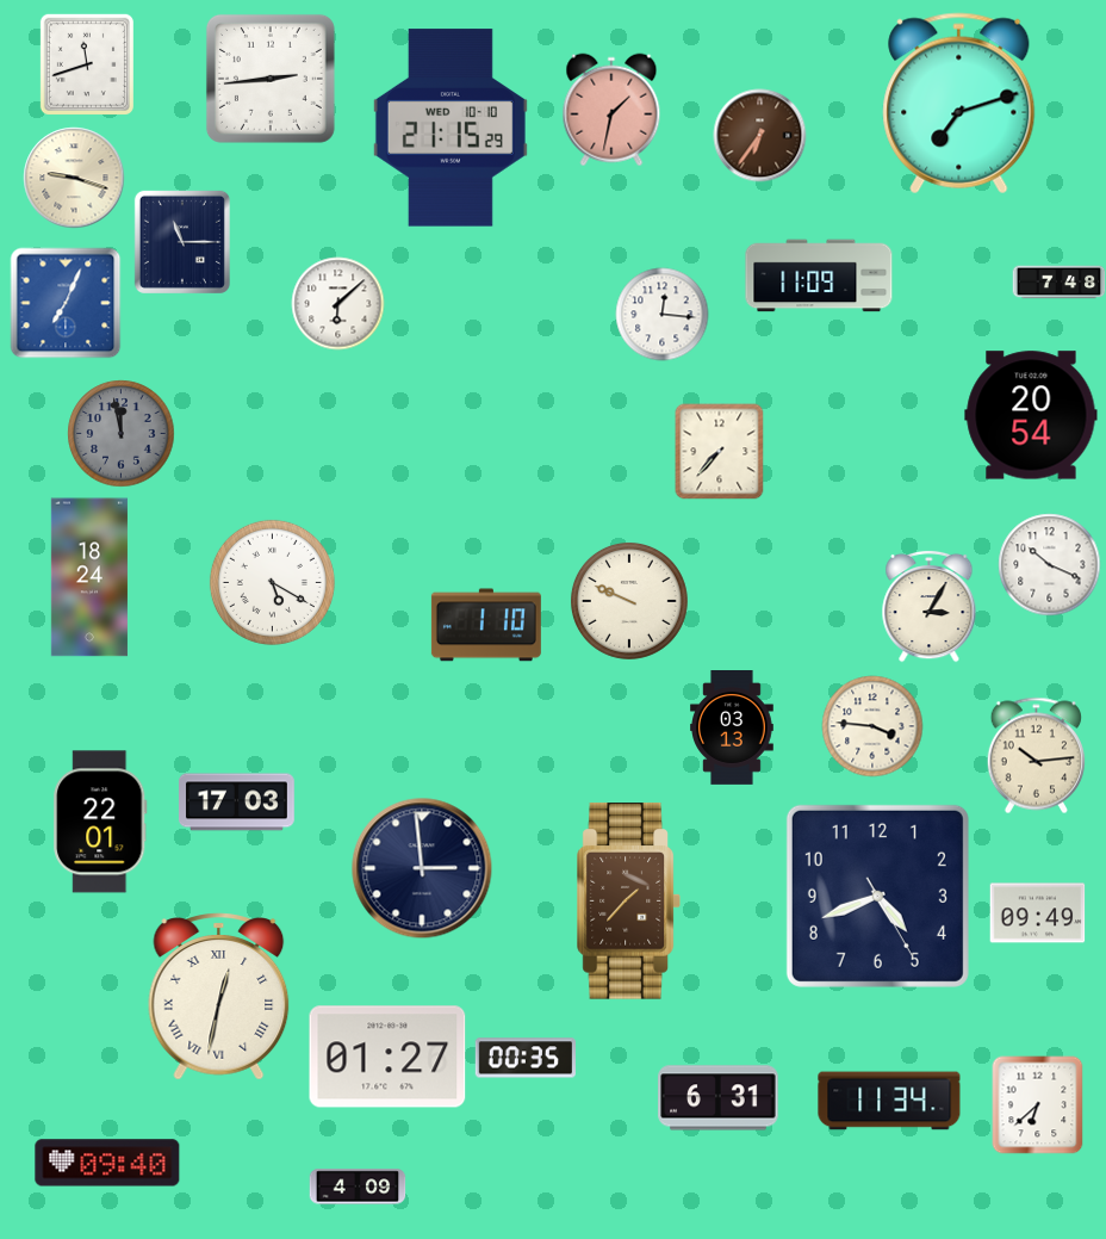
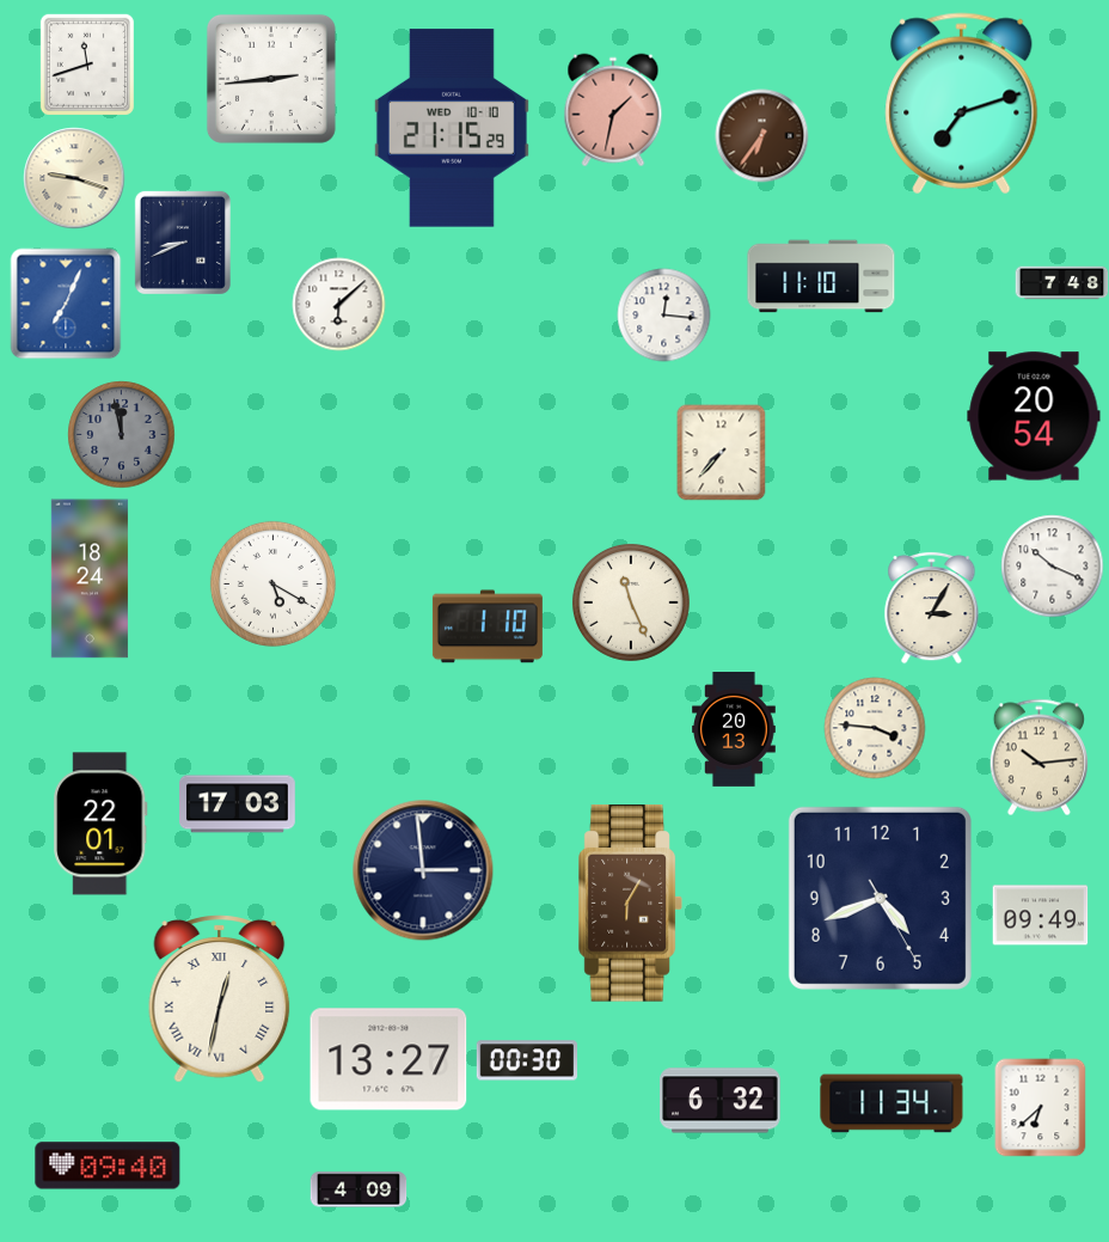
clock at (182, 242): 11:15 -> 8:41
clock at (819, 275): 11:09 -> 11:10
clock at (629, 601): 9:49 -> 11:26
clock at (733, 729): 03:13 -> 20:13
clock at (628, 902): 1:37 -> 6:05
clock at (387, 1057): 01:27 -> 13:27
clock at (524, 1058): 00:35 -> 00:30
clock at (719, 1098): 6:31 -> 6:32
